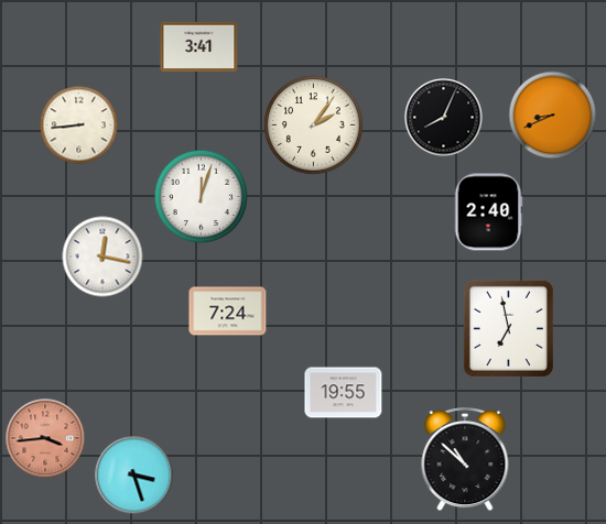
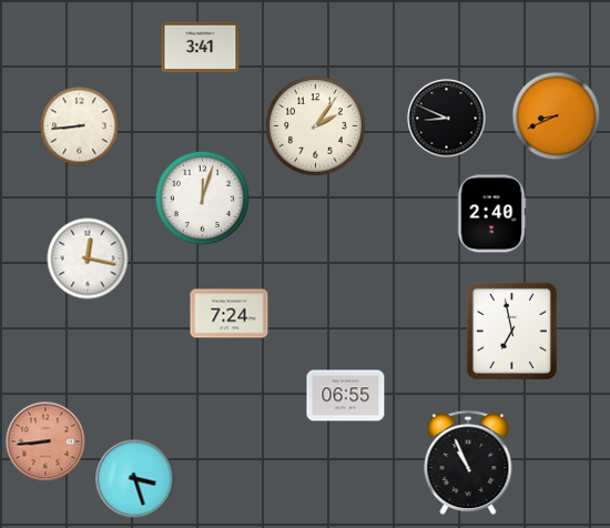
clock at (444, 118): 8:04 -> 8:49
clock at (102, 256) position: (102, 256) -> (88, 258)
clock at (344, 393): 19:55 -> 06:55
clock at (45, 438): 3:44 -> 8:44
clock at (465, 460): 10:52 -> 10:56
